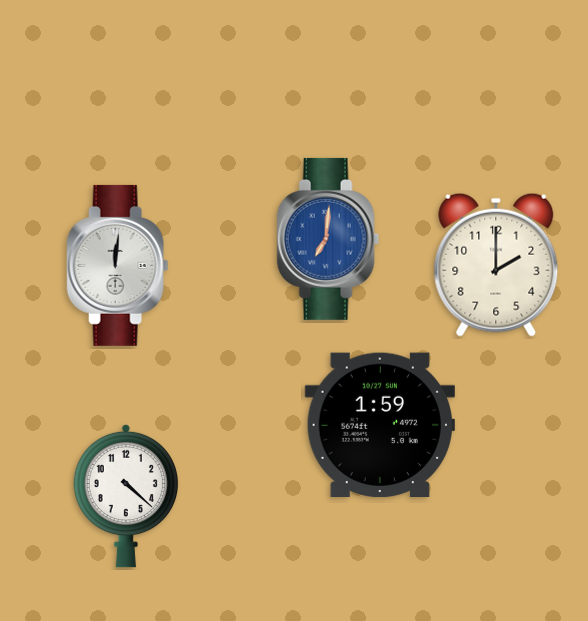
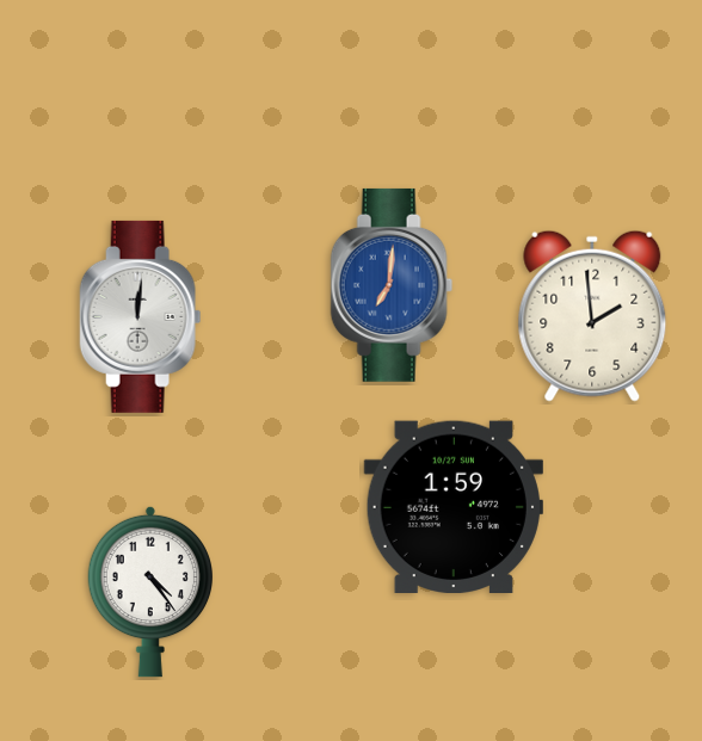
clock at (496, 265): 2:00 -> 1:59
clock at (125, 496): 4:22 -> 4:24
